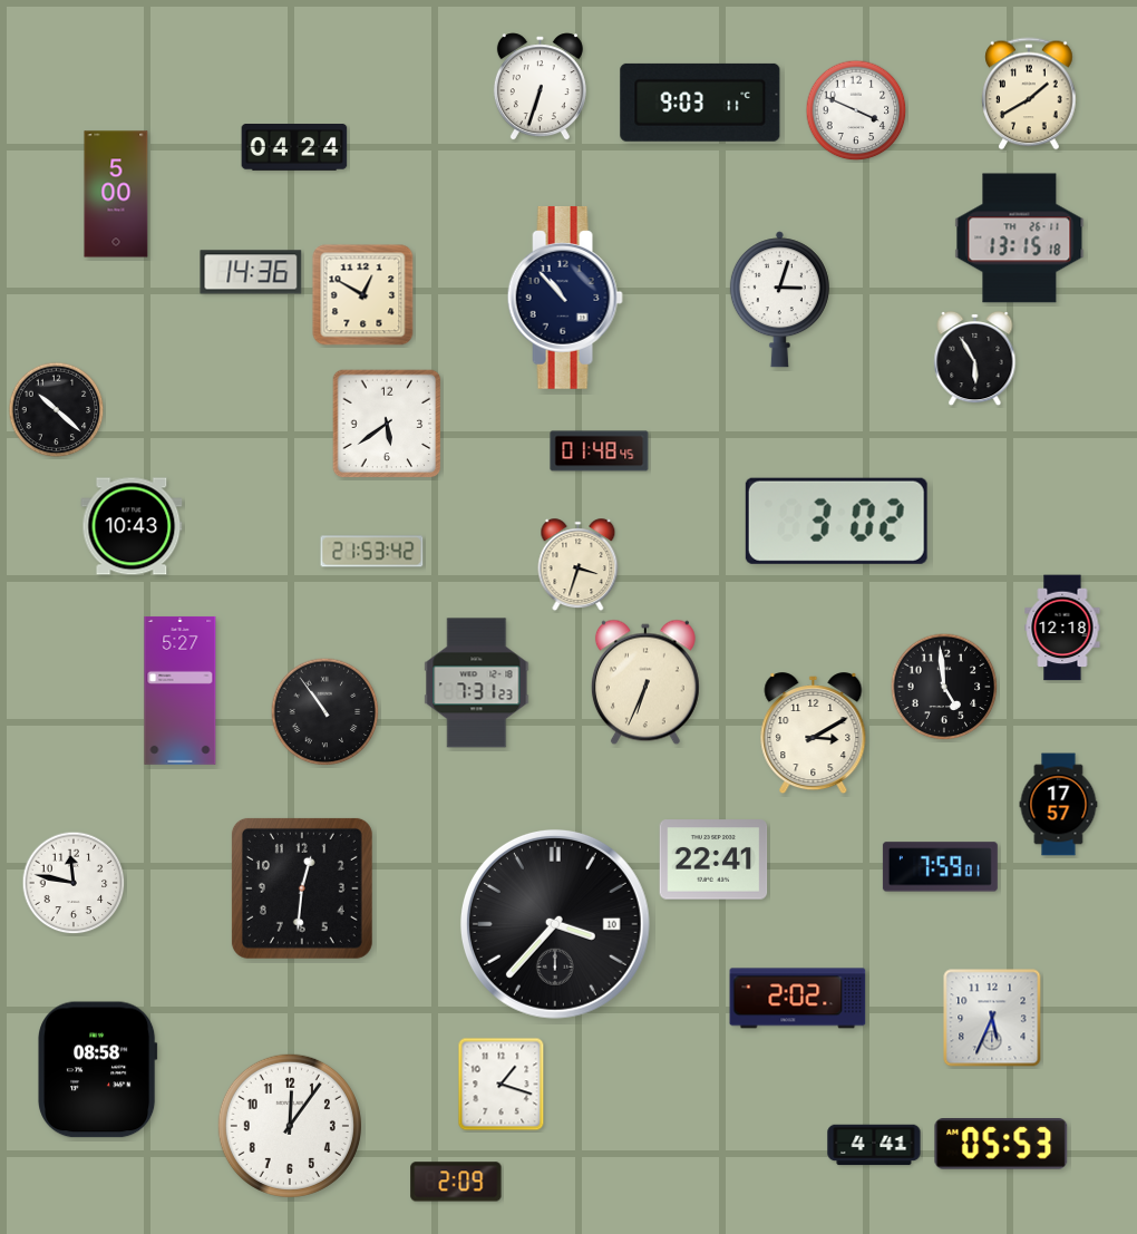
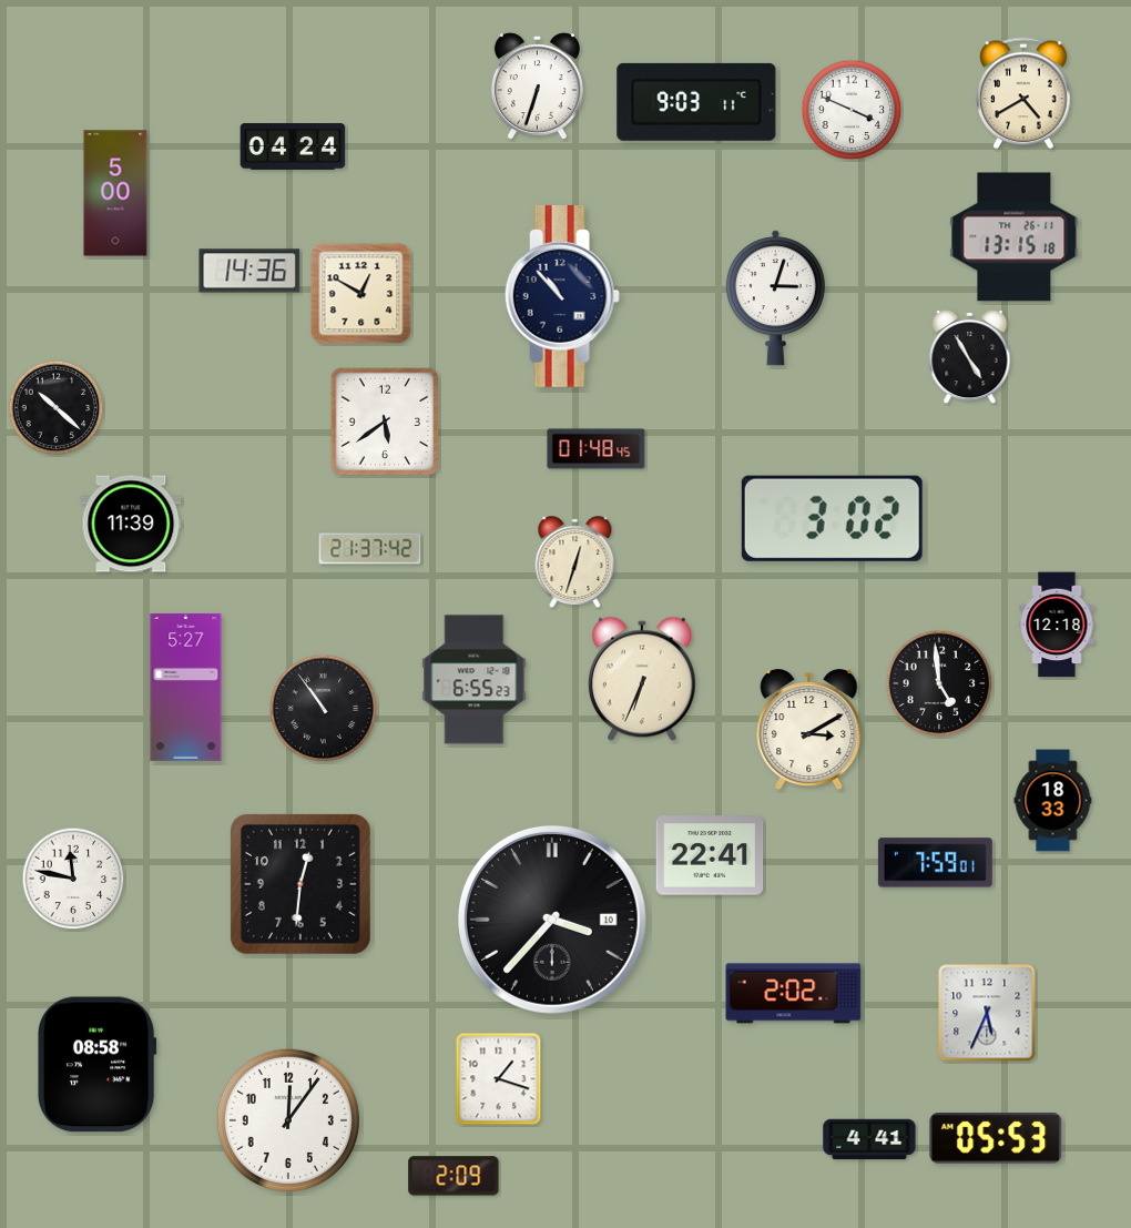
clock at (1029, 94): 1:40 -> 4:40
clock at (975, 359): 5:55 -> 4:55
clock at (132, 526): 10:43 -> 11:39
clock at (372, 552): 21:53 -> 21:37
clock at (579, 565): 3:33 -> 12:33
clock at (477, 683): 7:31 -> 6:55
clock at (181, 690) position: (181, 690) -> (186, 687)
clock at (1059, 805): 17:57 -> 18:33
